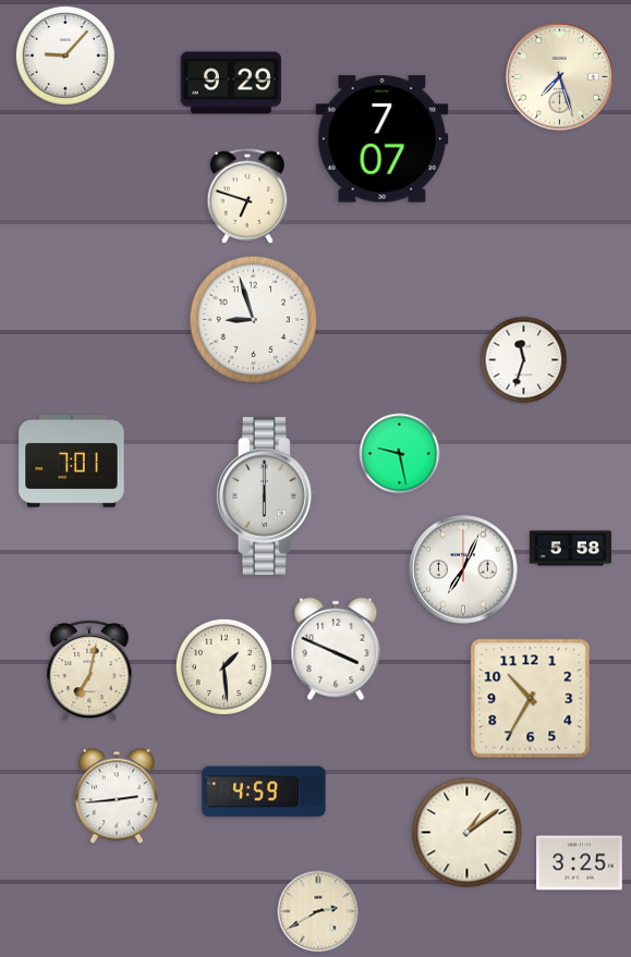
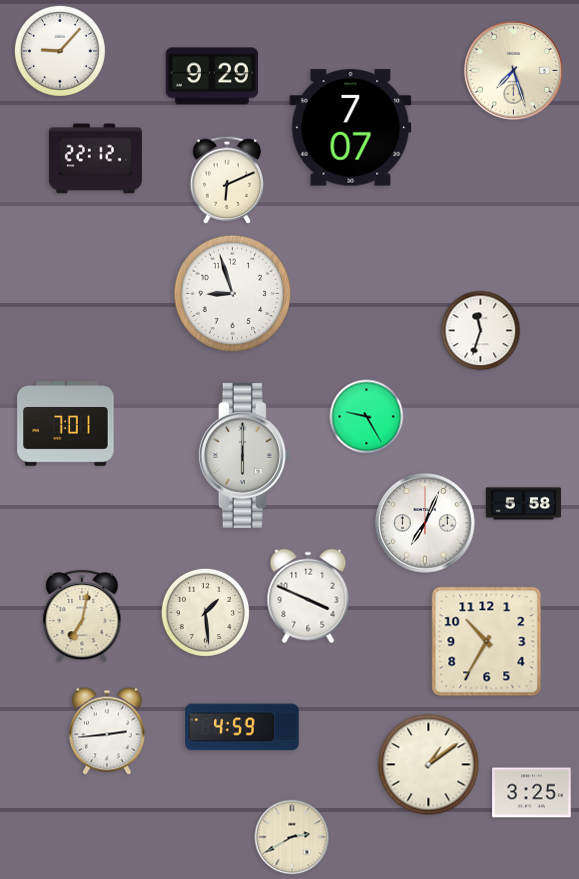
clock at (95, 159): none -> 22:12
clock at (247, 196): 6:48 -> 6:11
clock at (400, 454): 9:28 -> 9:25
